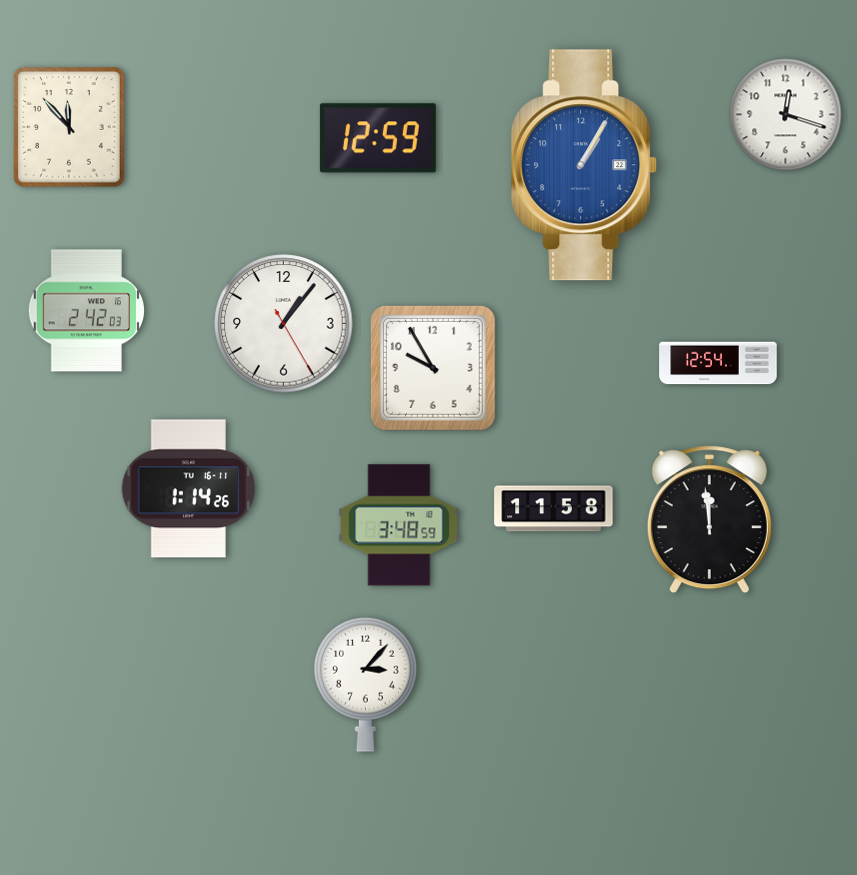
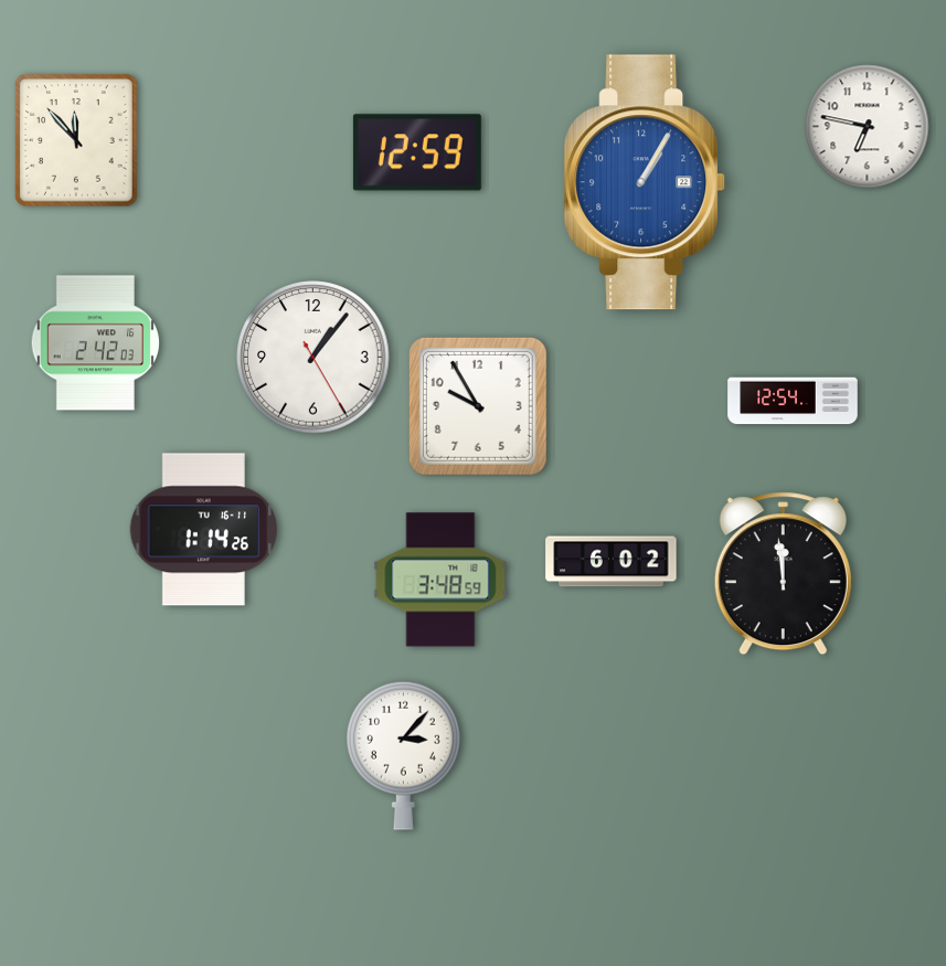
clock at (786, 115): 12:18 -> 6:47
clock at (189, 489) position: (189, 489) -> (204, 530)
clock at (554, 509): 11:58 -> 6:02
